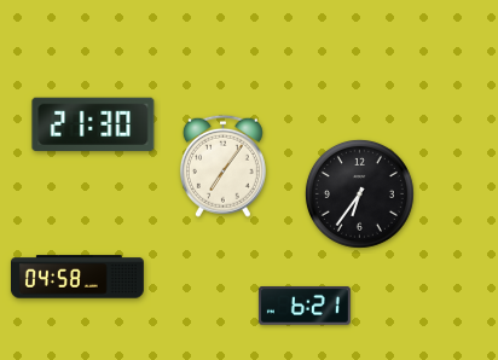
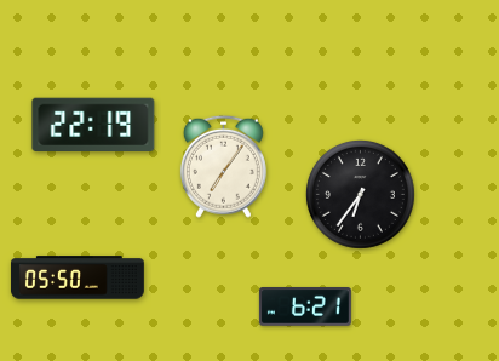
clock at (93, 123): 21:30 -> 22:19
clock at (77, 277): 04:58 -> 05:50
